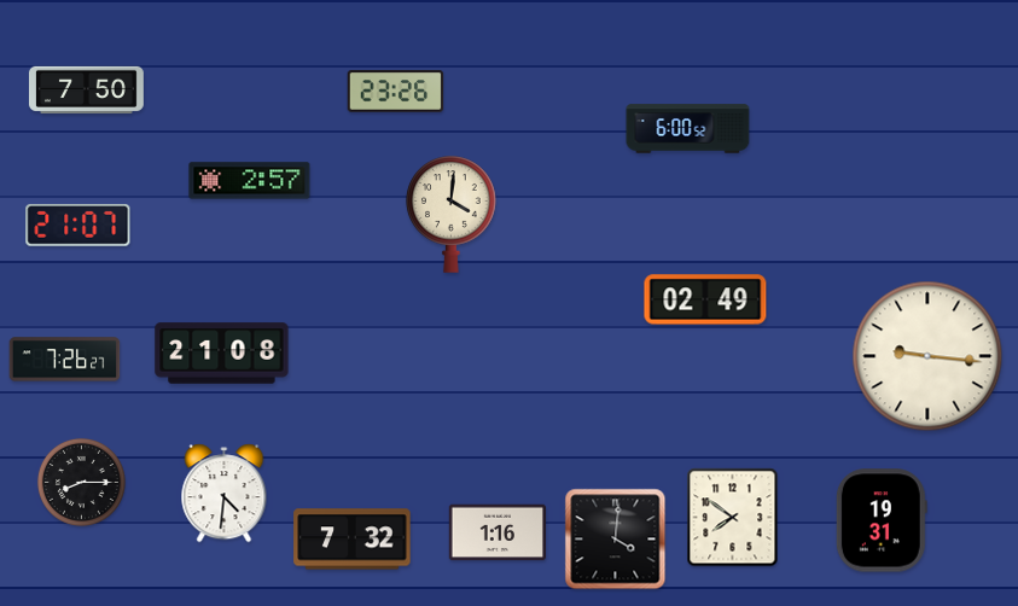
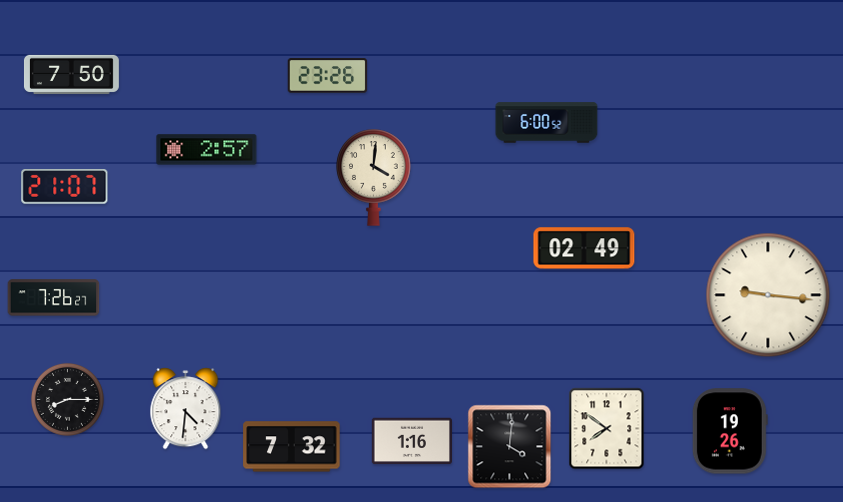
clock at (688, 129) position: (688, 129) -> (547, 123)
clock at (222, 354): 21:08 -> none
clock at (882, 520): 19:31 -> 19:26
